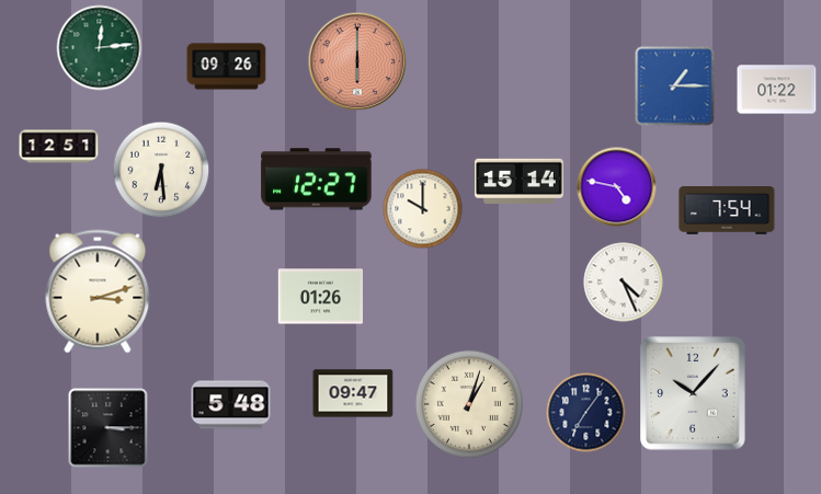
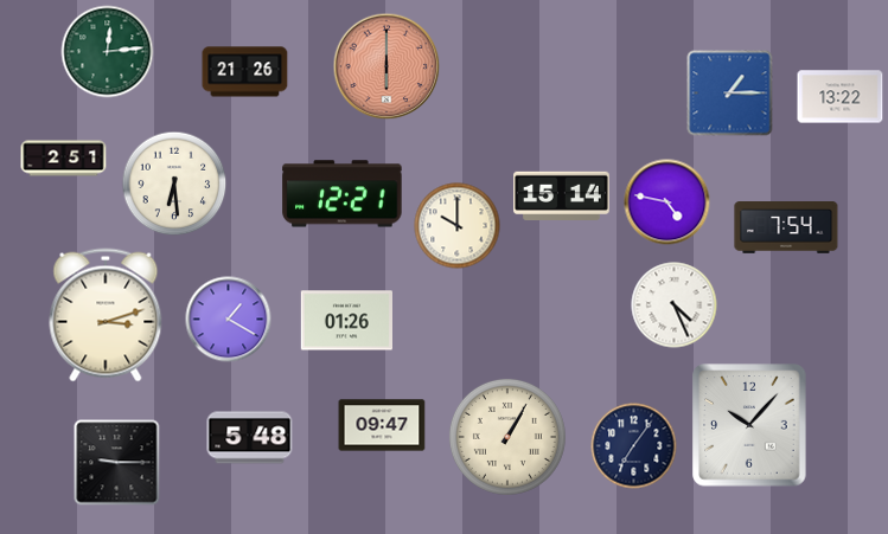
clock at (227, 67): 09:26 -> 21:26
clock at (777, 90): 01:22 -> 13:22
clock at (59, 147): 12:51 -> 2:51
clock at (317, 180): 12:27 -> 12:21
clock at (229, 320): none -> 1:20
clock at (469, 404): 1:03 -> 1:05
clock at (109, 428): 3:15 -> 9:15
